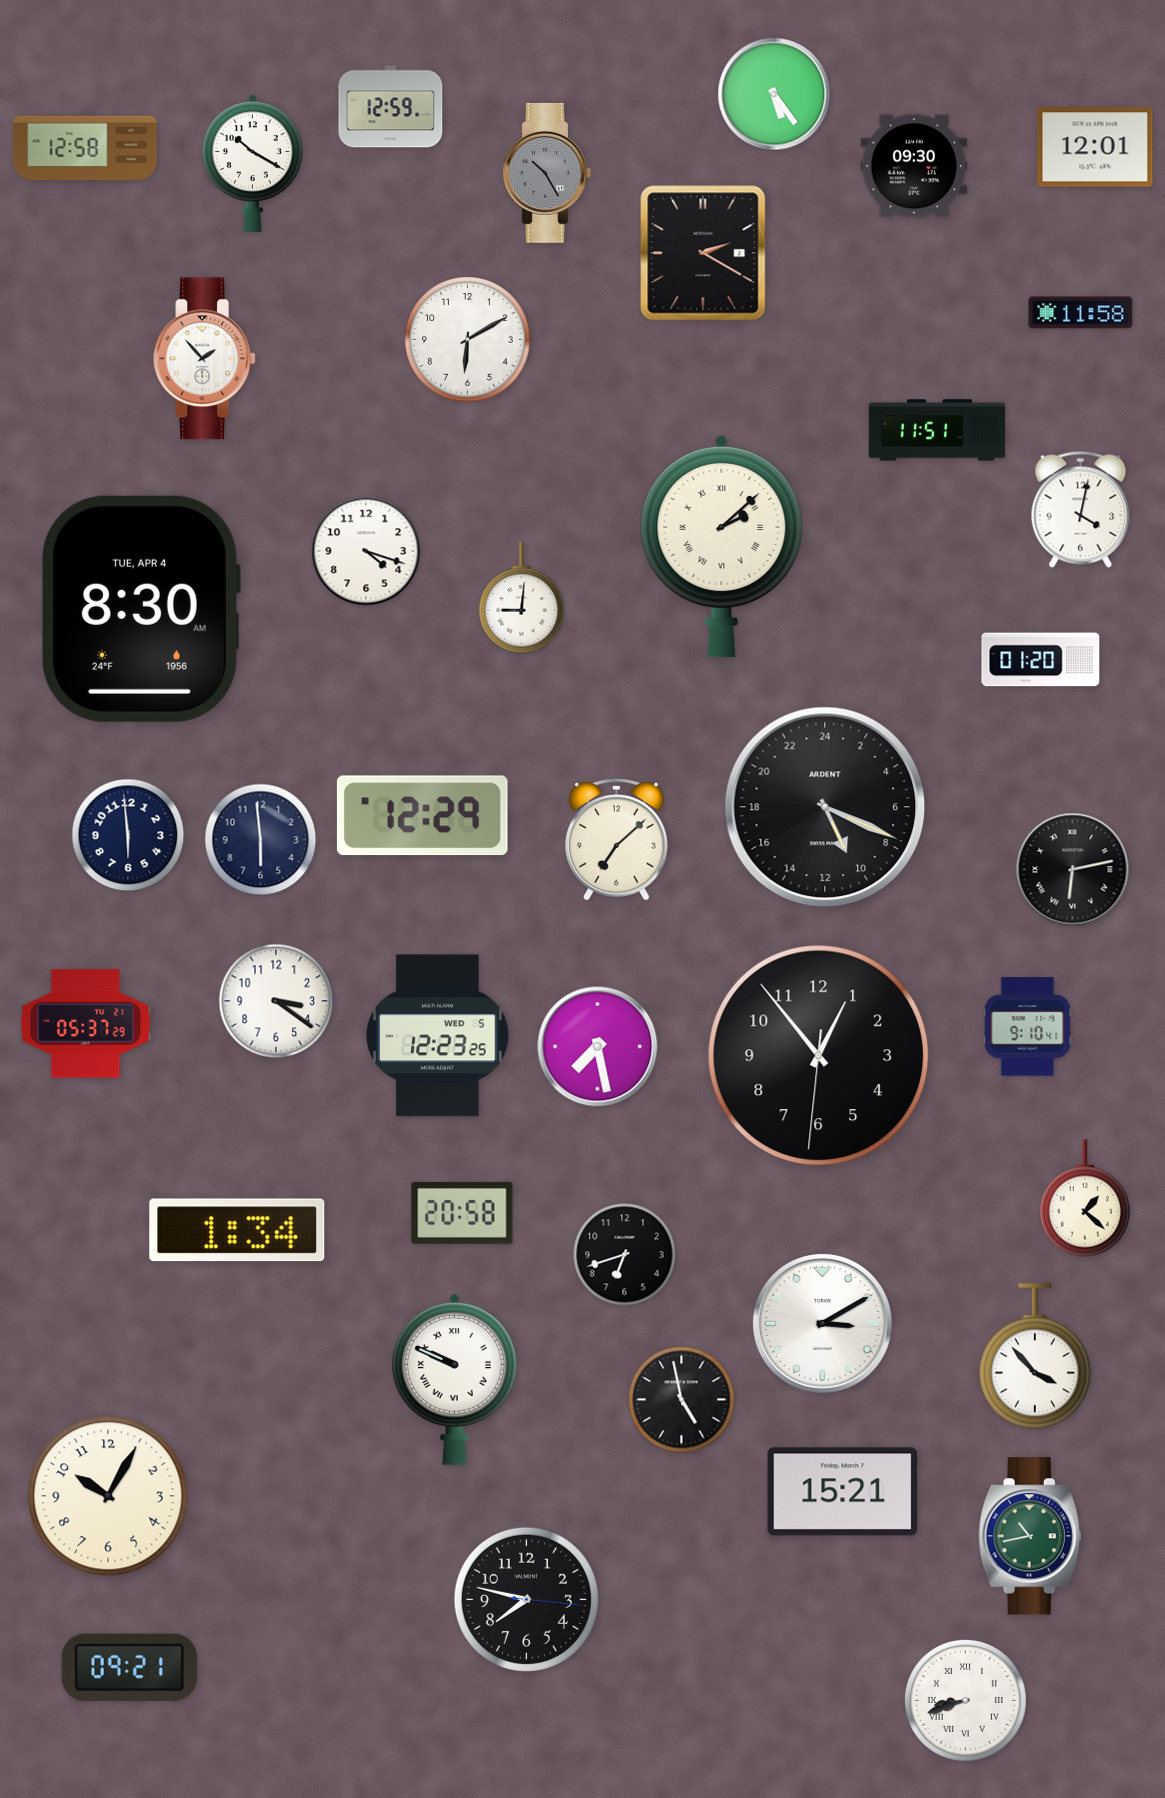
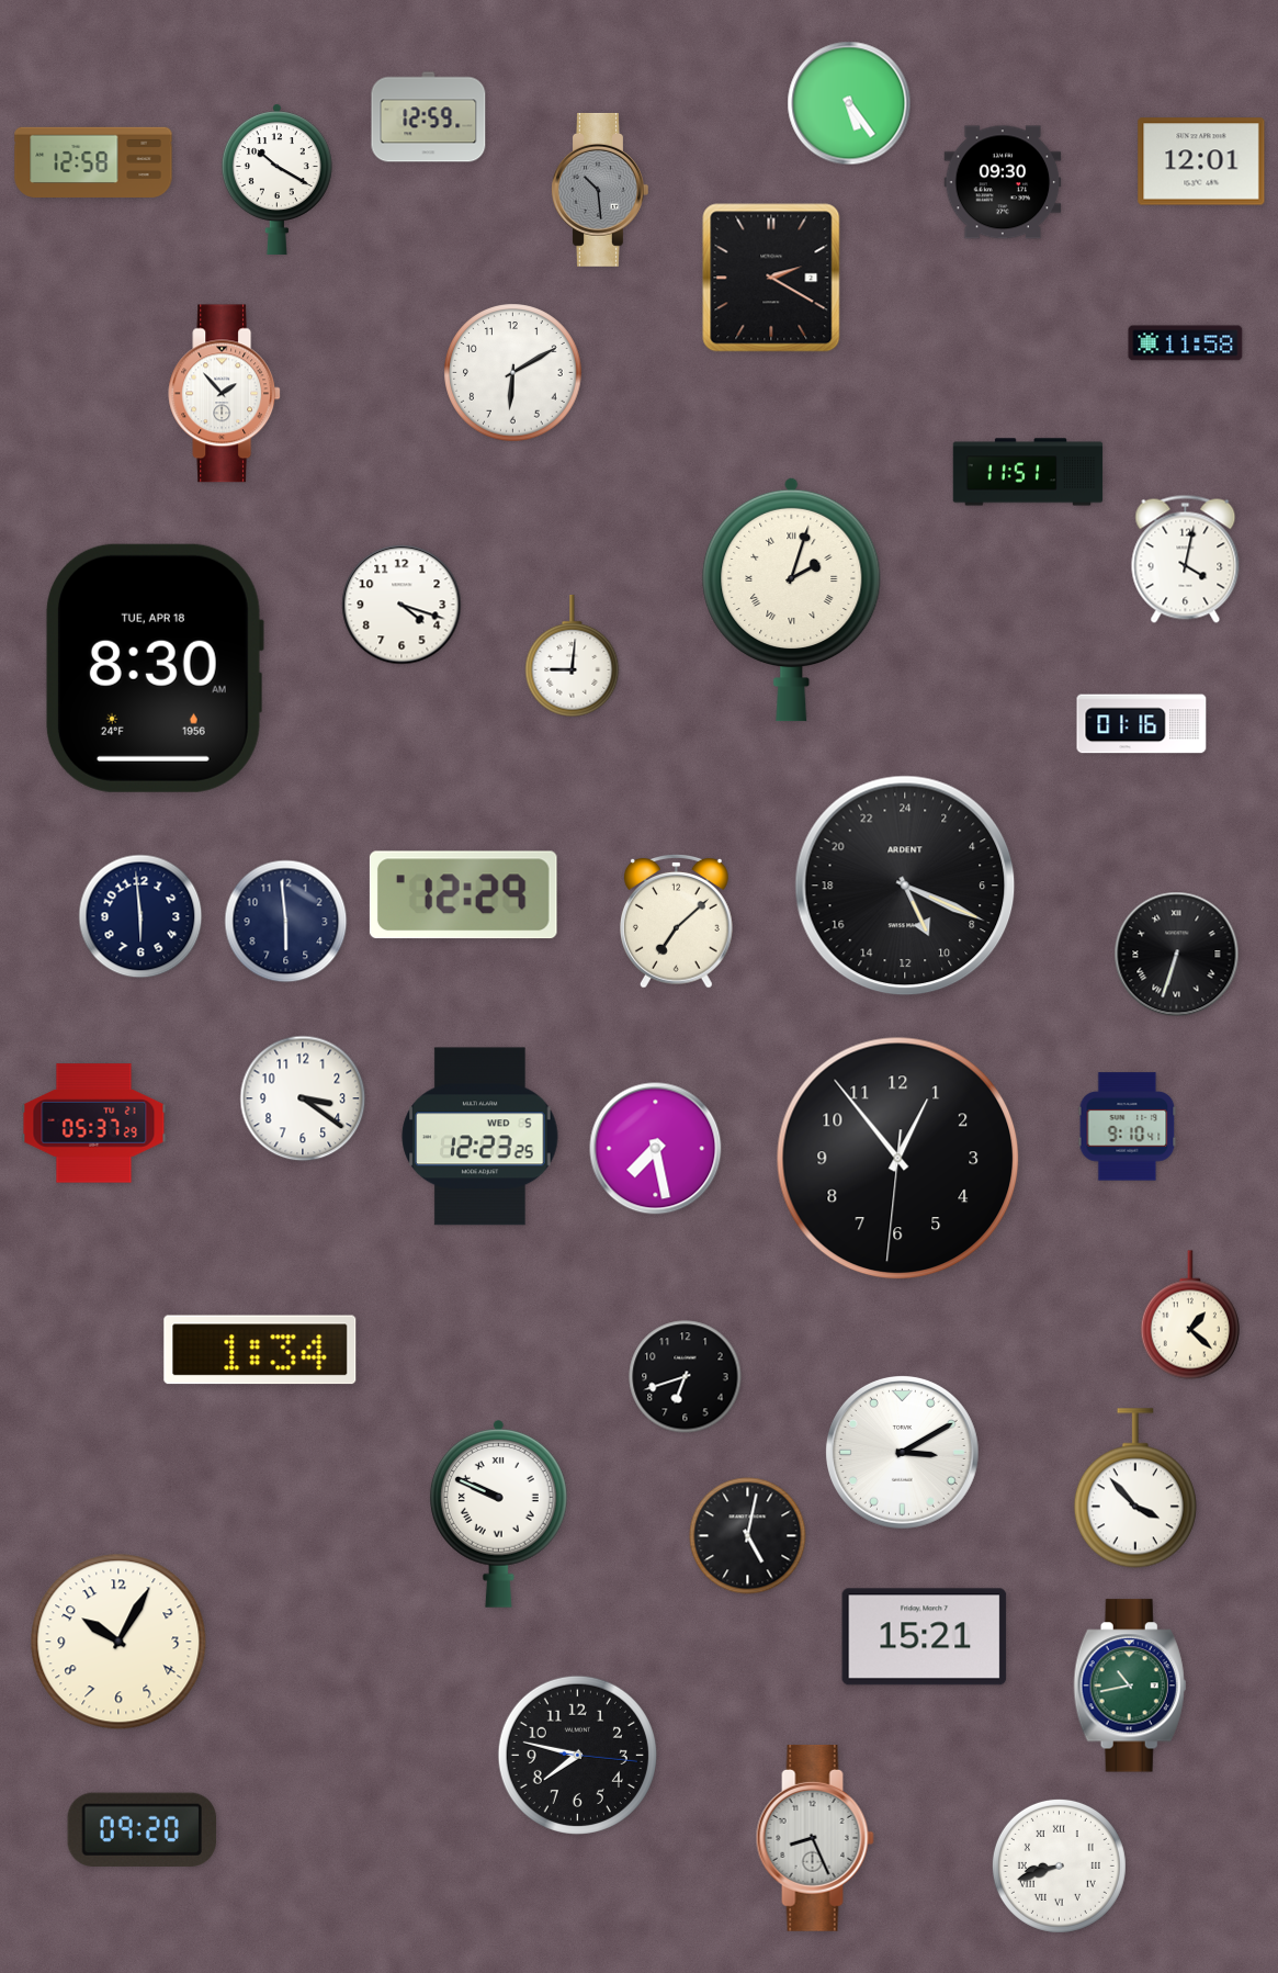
clock at (547, 173): 10:25 -> 10:29
clock at (722, 546): 2:08 -> 2:03
clock at (140, 609) date: TUE, APR 4 -> TUE, APR 18
clock at (1041, 660): 01:20 -> 01:16
clock at (1073, 870): 6:13 -> 6:33
clock at (462, 1213): 20:58 -> none
clock at (682, 1400): 4:58 -> 5:02
clock at (130, 1667): 09:21 -> 09:20
clock at (815, 1838): none -> 8:26
